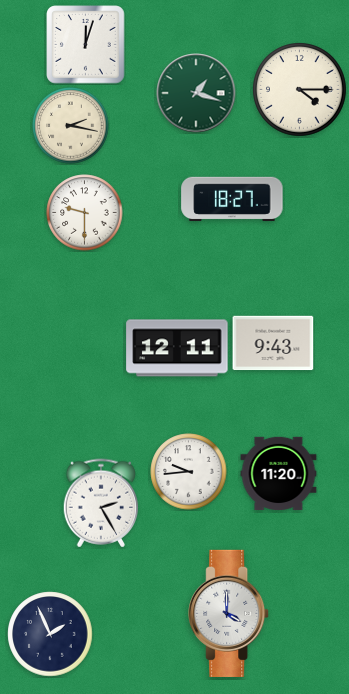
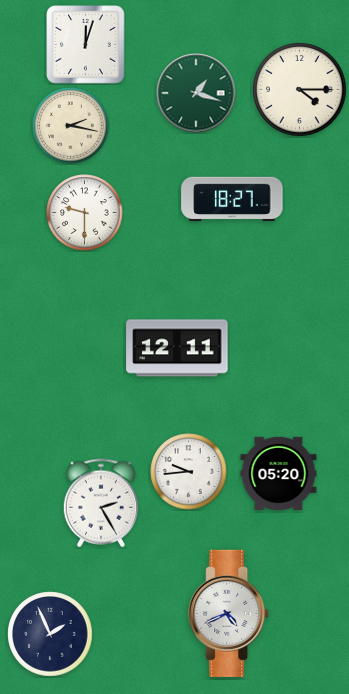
clock at (273, 343): 9:43 -> none
clock at (279, 474): 11:20 -> 05:20
clock at (229, 613): 4:00 -> 4:41
